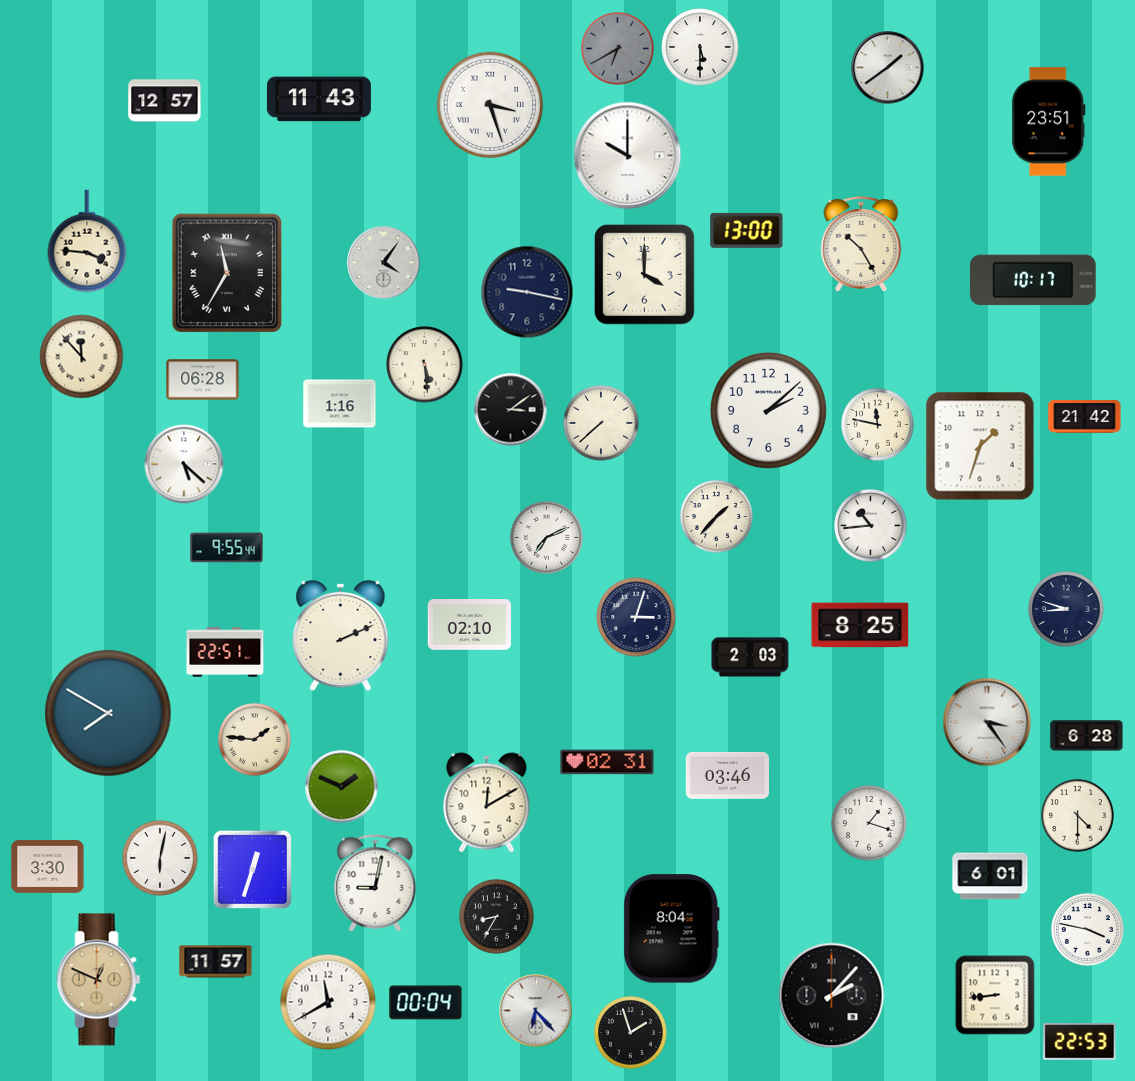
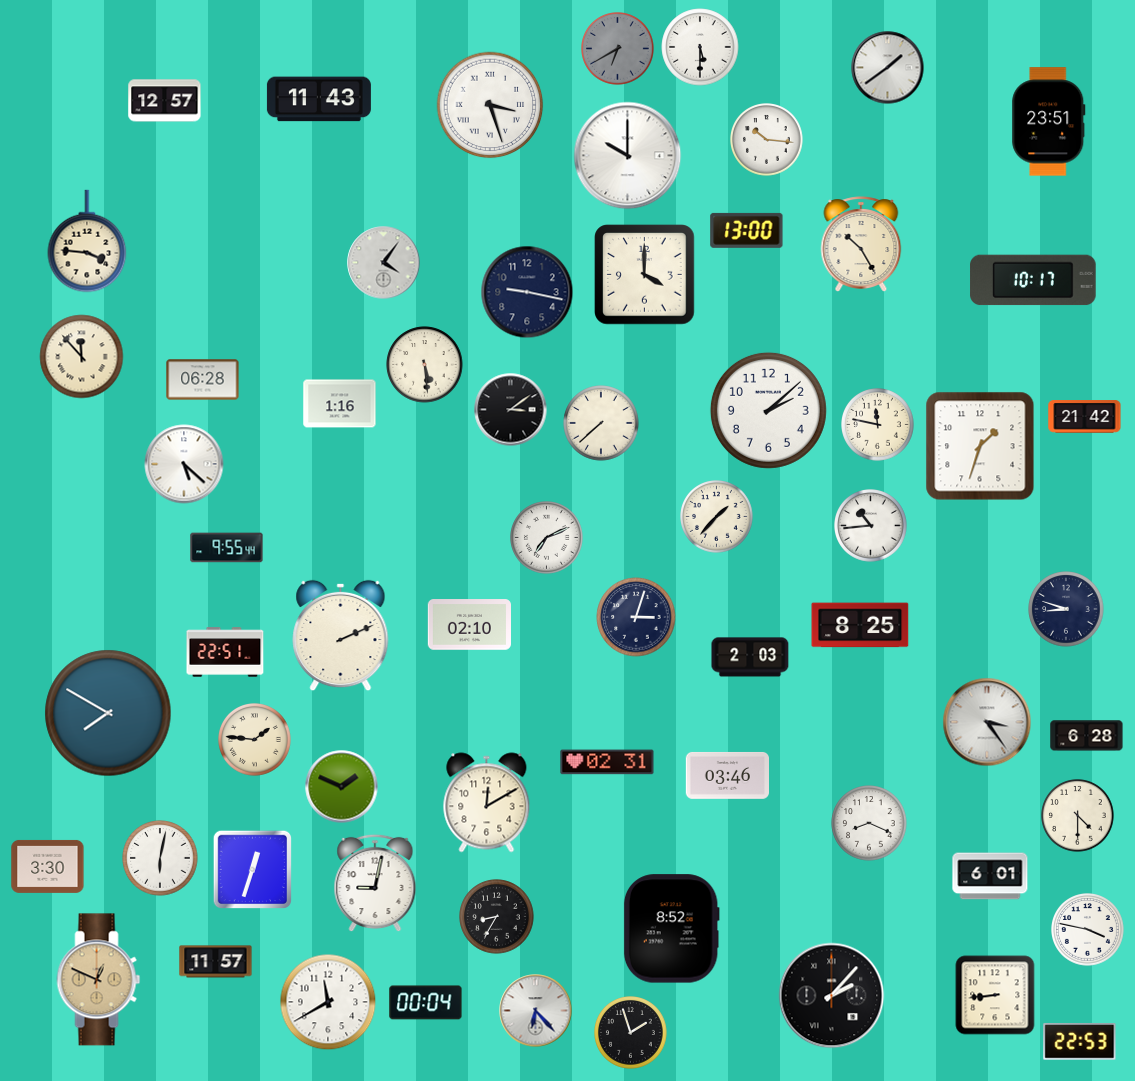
clock at (767, 140): none -> 10:16
clock at (227, 273): 11:35 -> none
clock at (869, 823): 1:18 -> 8:19
clock at (671, 929): 8:04 -> 8:52
